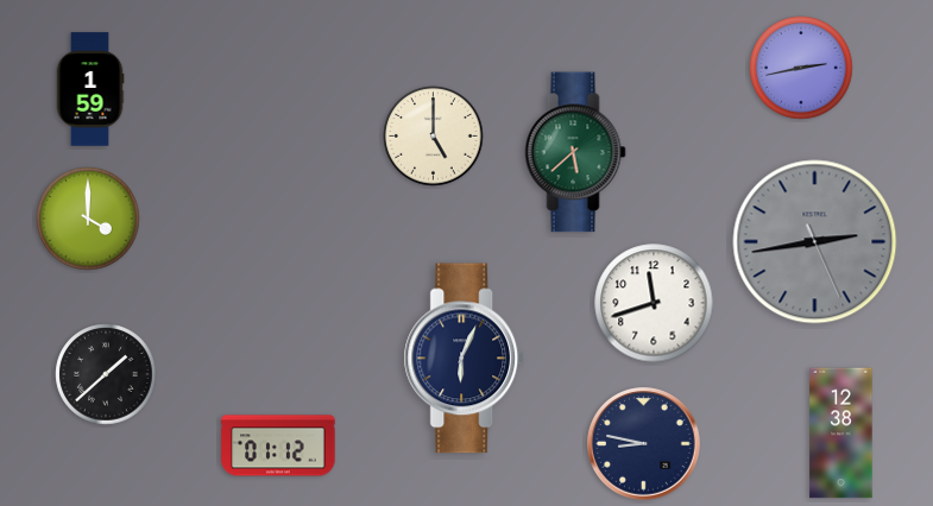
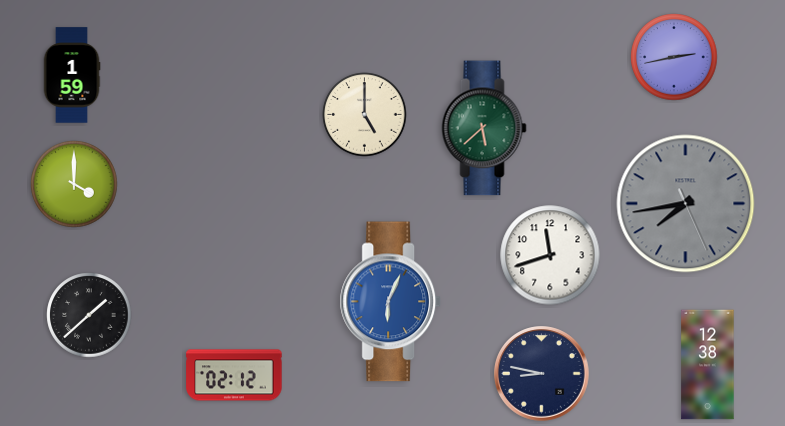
clock at (90, 89) position: (90, 89) -> (72, 75)
clock at (815, 242): 2:43 -> 7:43
clock at (465, 359) dial: navy -> blue
clock at (278, 445): 01:12 -> 02:12
